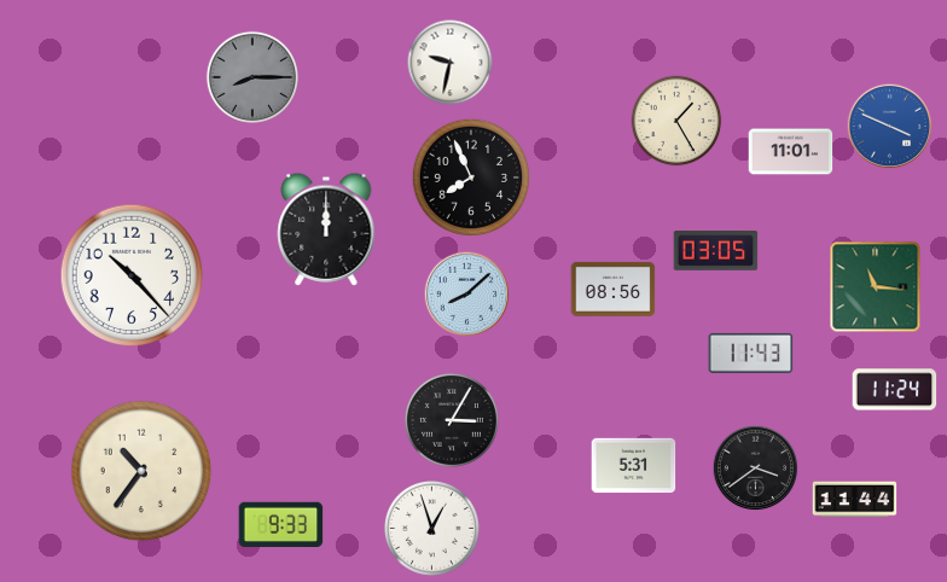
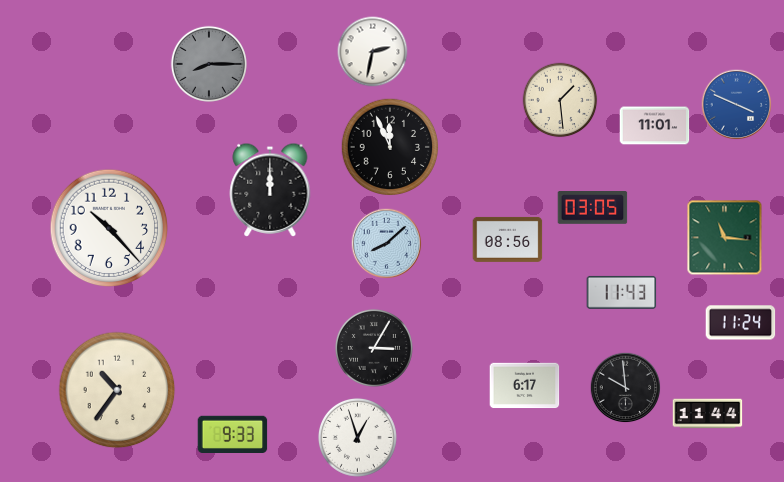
clock at (451, 63): 9:32 -> 2:32
clock at (676, 121): 1:25 -> 1:29
clock at (471, 177): 7:56 -> 11:56
clock at (634, 466): 5:31 -> 6:17
clock at (756, 468): 3:39 -> 9:59
